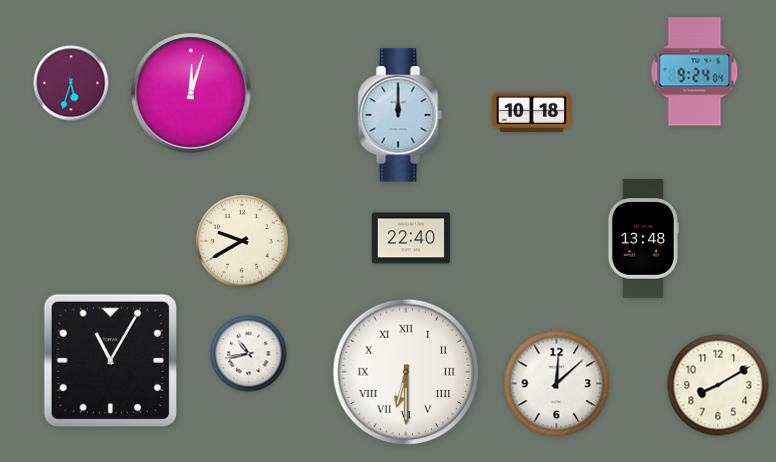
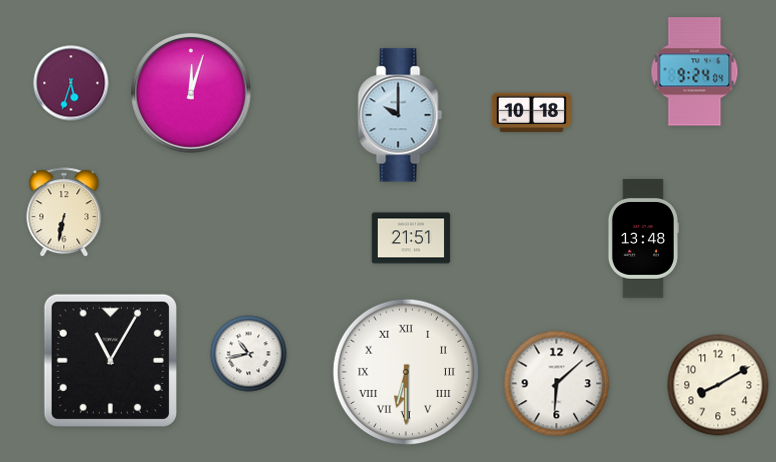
clock at (400, 115): 12:00 -> 10:00
clock at (64, 213): none -> 6:32
clock at (411, 238): 22:40 -> 21:51
clock at (243, 242): 9:40 -> none
clock at (557, 384): 12:08 -> 6:08
